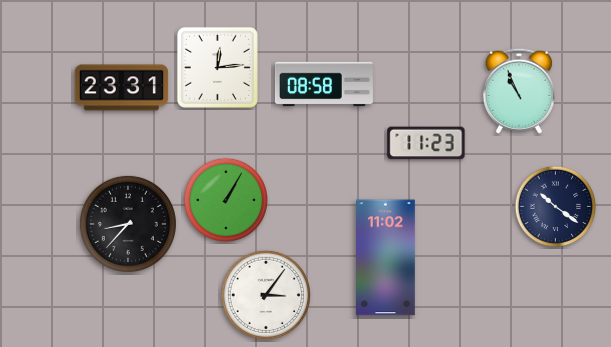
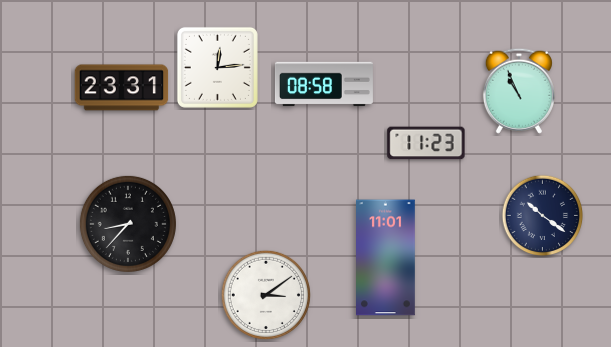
clock at (226, 200): 1:05 -> none
clock at (556, 207) position: (556, 207) -> (543, 216)
clock at (386, 258): 11:02 -> 11:01
clock at (266, 295): 3:06 -> 3:09
